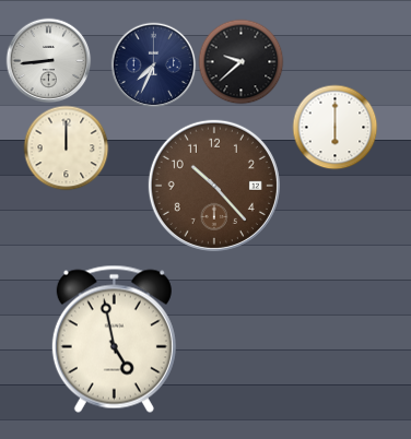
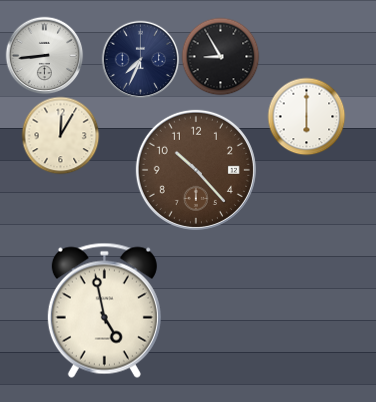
clock at (240, 61): 9:38 -> 8:55
clock at (66, 147): 12:00 -> 12:05
